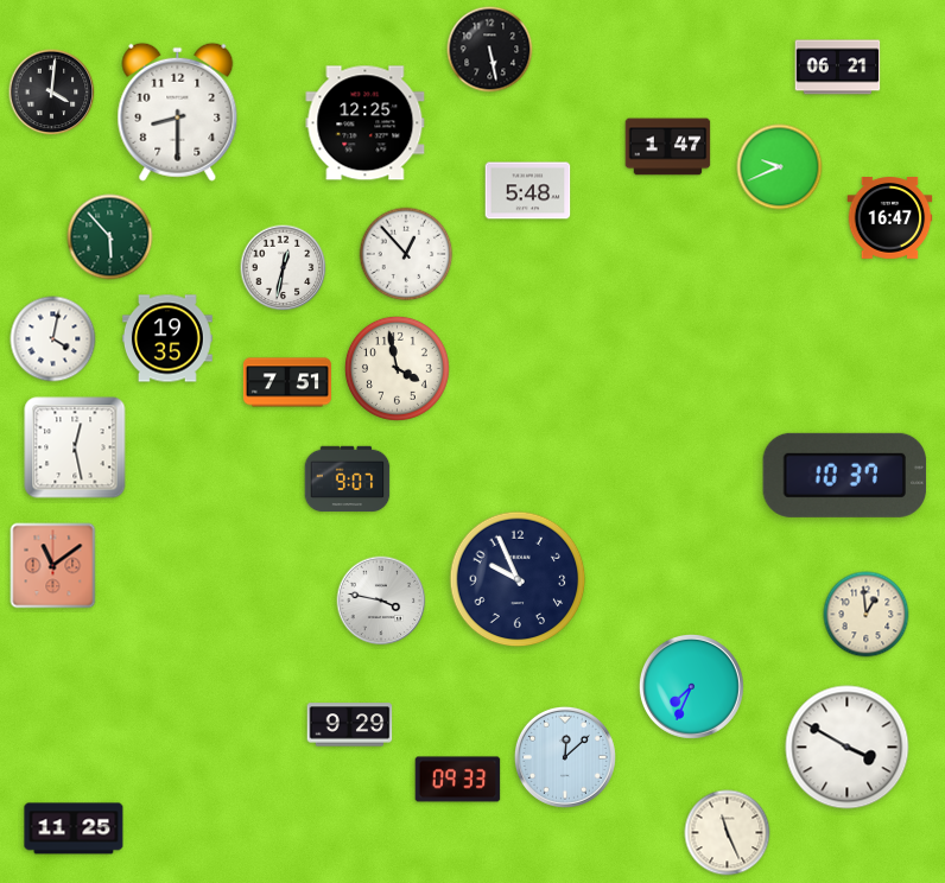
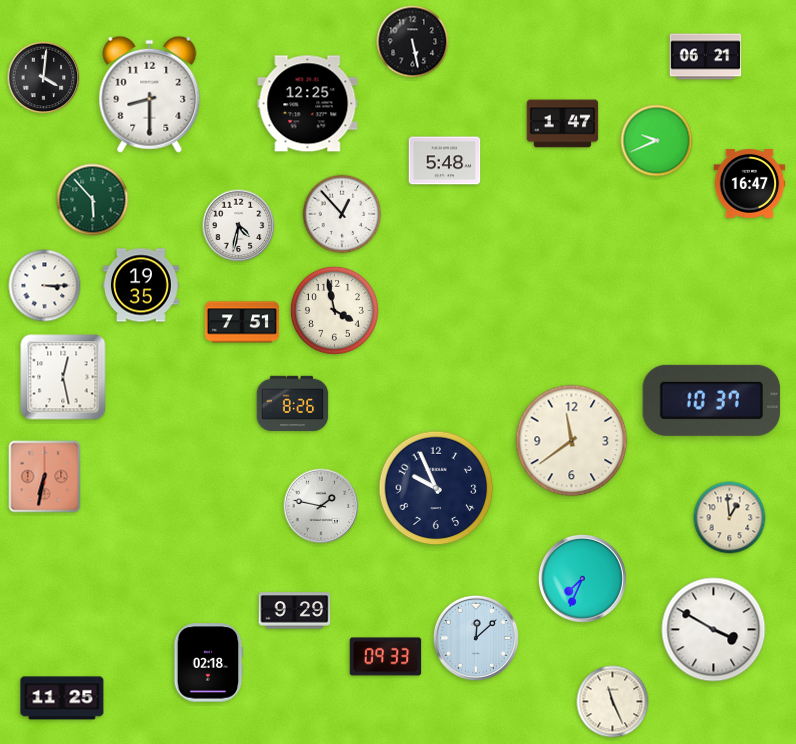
clock at (284, 268): 12:32 -> 4:32
clock at (53, 339): 4:02 -> 3:15
clock at (348, 479): 9:07 -> 8:26
clock at (572, 441): none -> 11:39
clock at (53, 566): 11:09 -> 6:32
clock at (381, 601): 3:47 -> 1:47
clock at (208, 663): none -> 02:18
